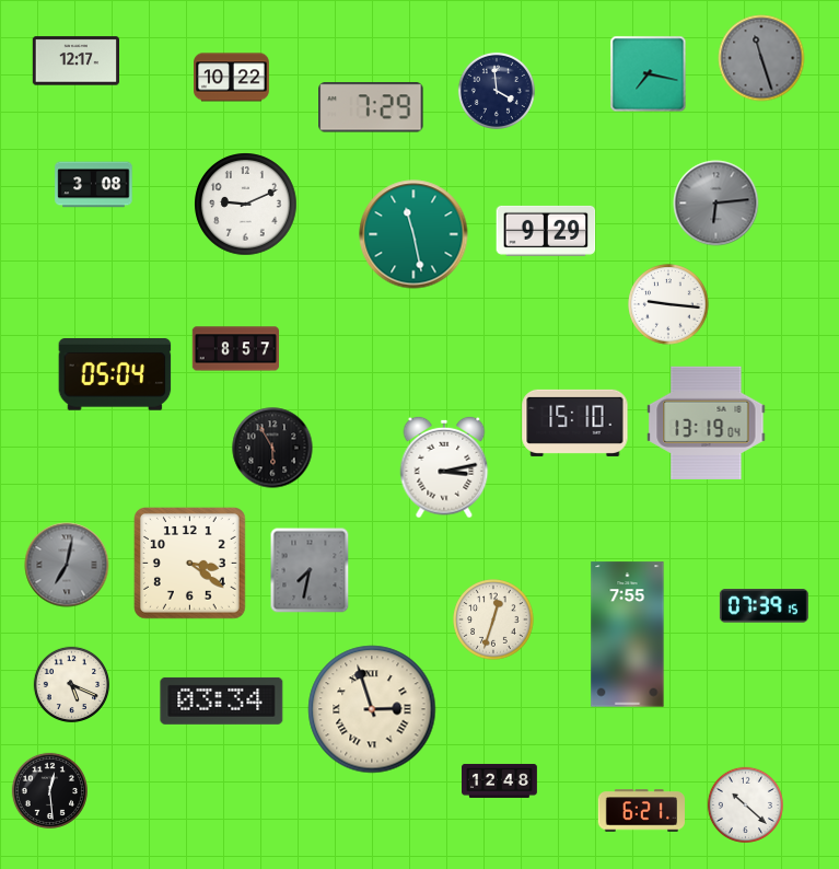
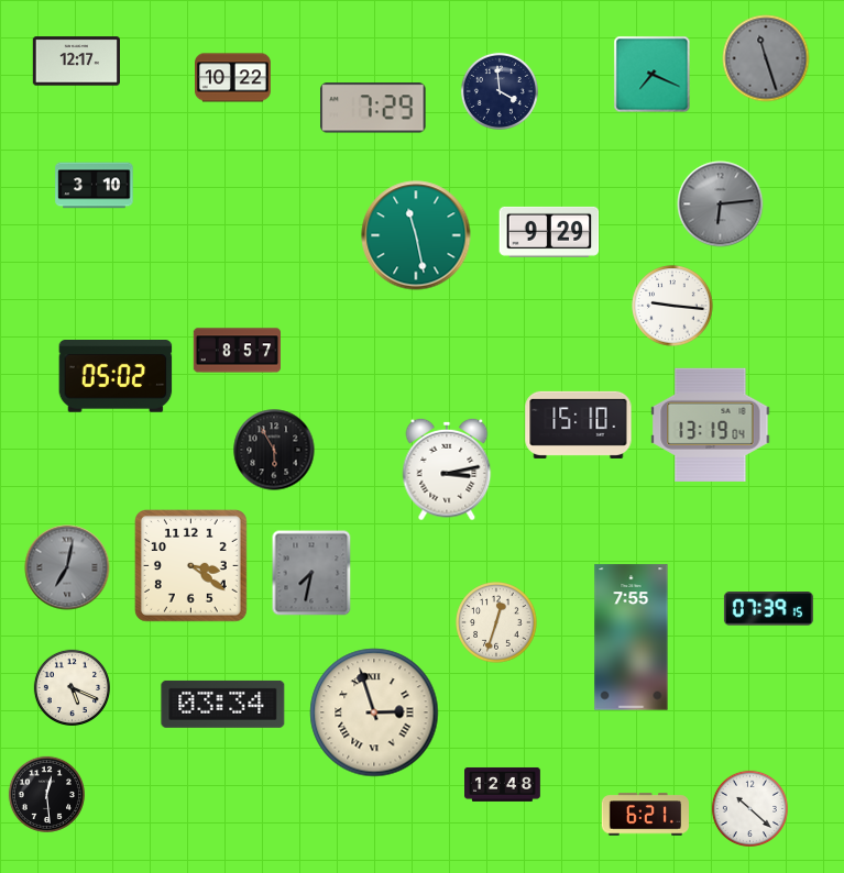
clock at (649, 74): 7:17 -> 7:19
clock at (94, 185): 3:08 -> 3:10
clock at (246, 205): 9:11 -> none
clock at (115, 375): 05:04 -> 05:02
clock at (49, 790) position: (49, 790) -> (46, 794)
